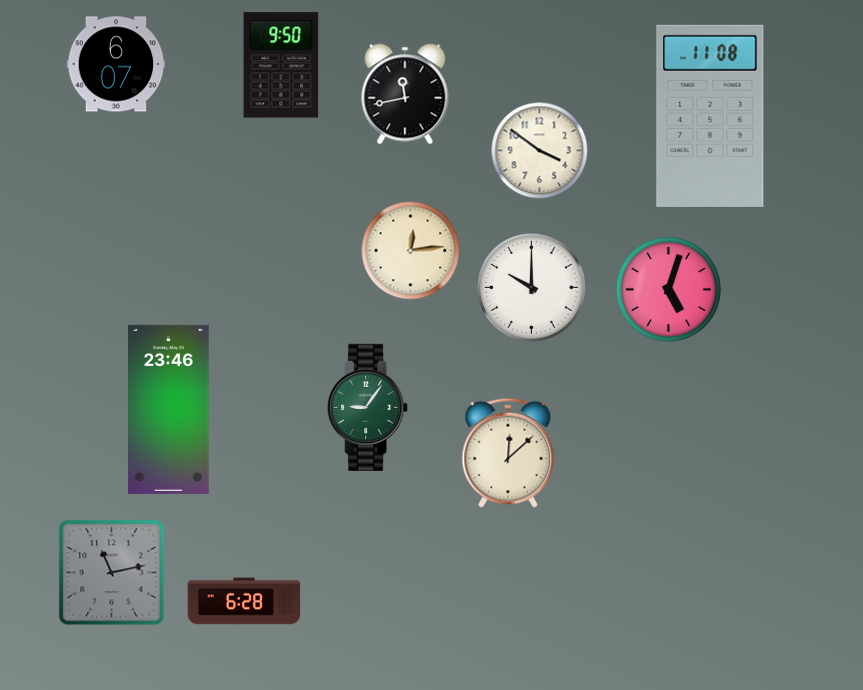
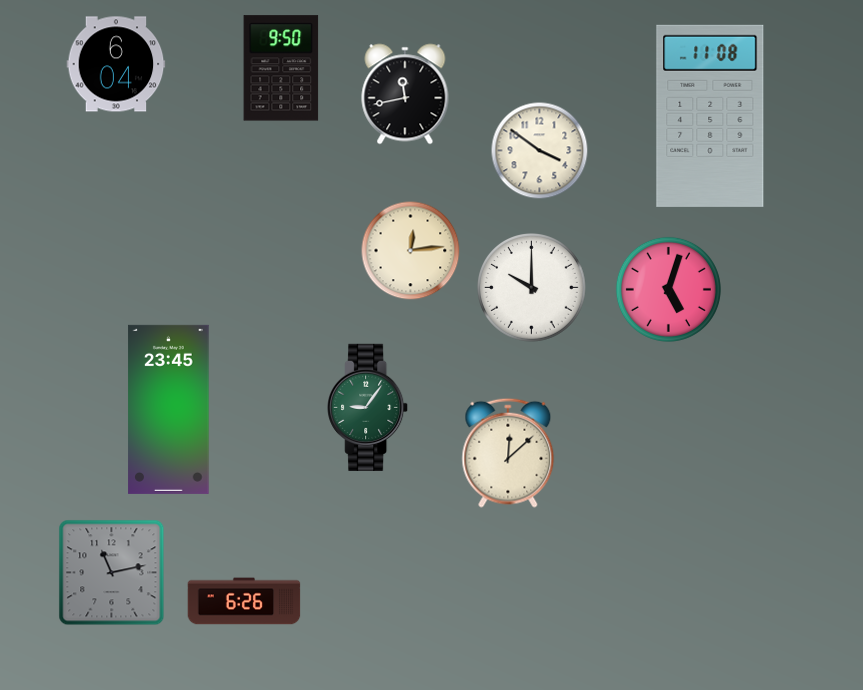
clock at (116, 64): 6:07 -> 6:04
clock at (281, 65) position: (281, 65) -> (281, 68)
clock at (169, 409): 23:46 -> 23:45
clock at (244, 601): 6:28 -> 6:26
